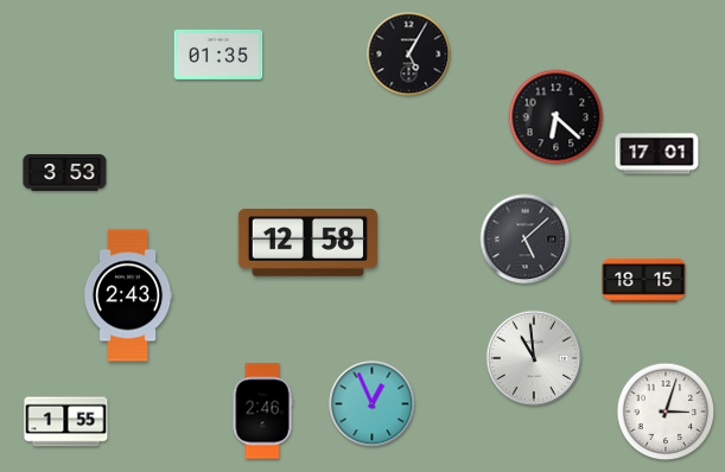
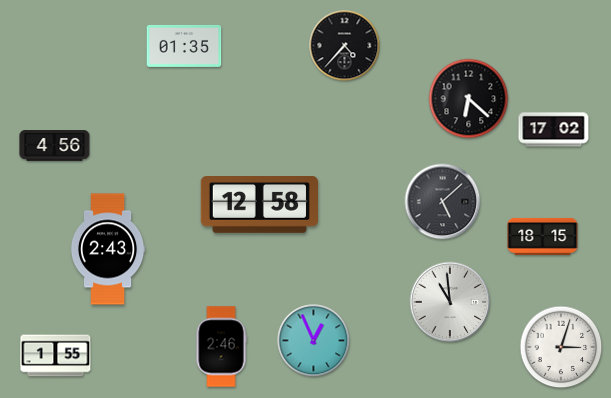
clock at (409, 55): 5:05 -> 4:37
clock at (657, 154): 17:01 -> 17:02
clock at (65, 173): 3:53 -> 4:56
